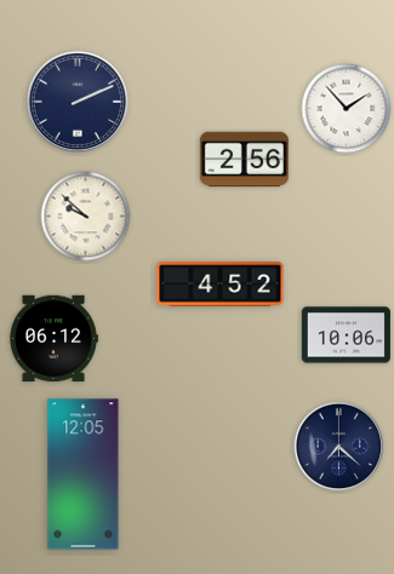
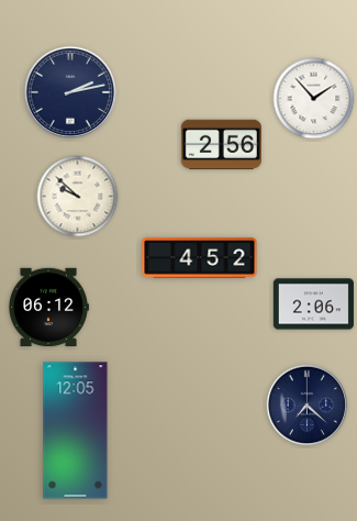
clock at (78, 102): 2:11 -> 2:13
clock at (346, 335): 10:06 -> 2:06
